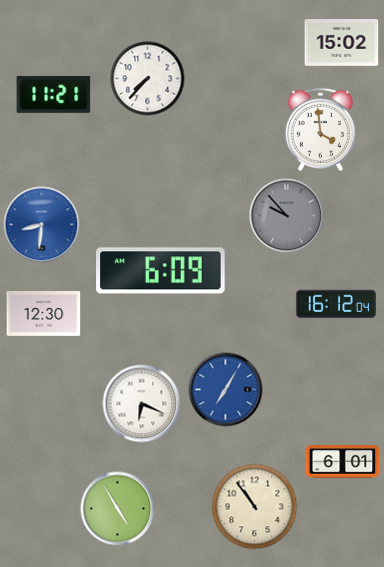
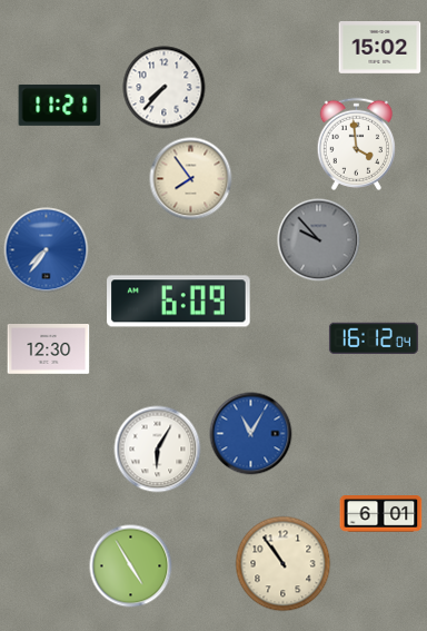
clock at (191, 179): none -> 7:54
clock at (42, 225): 8:31 -> 7:36
clock at (226, 390): 7:05 -> 11:05
clock at (142, 404): 6:19 -> 6:05
